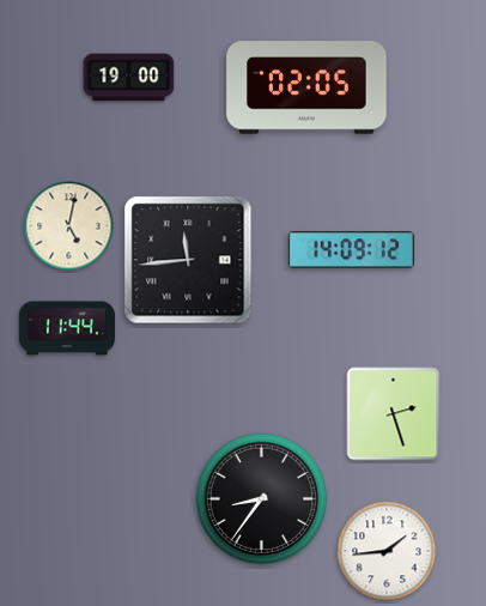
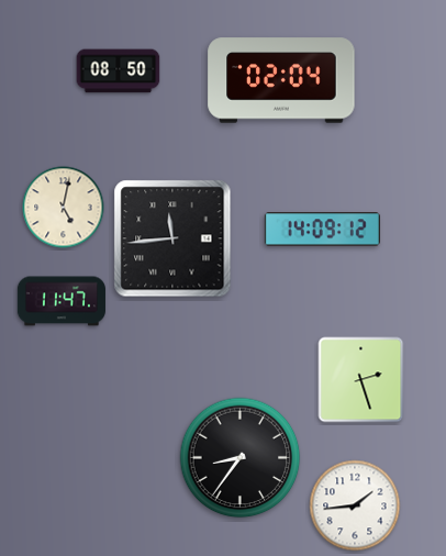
clock at (129, 78): 19:00 -> 08:50
clock at (306, 87): 02:05 -> 02:04
clock at (67, 328): 11:44 -> 11:47
